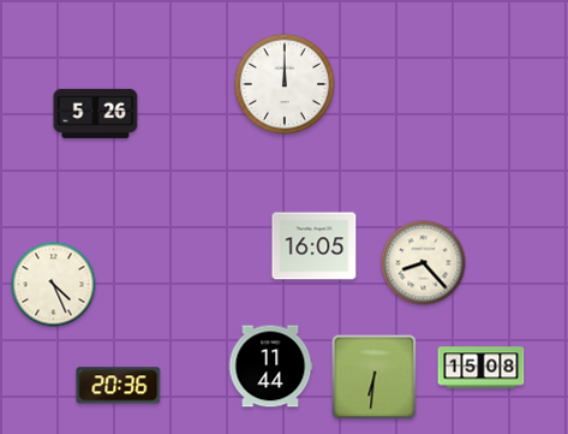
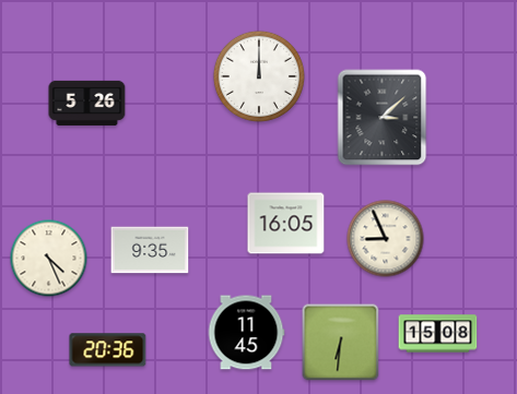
clock at (383, 118): none -> 3:08
clock at (424, 263): 8:23 -> 8:56
clock at (150, 250): none -> 9:35
clock at (270, 367): 11:44 -> 11:45
